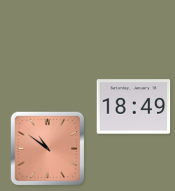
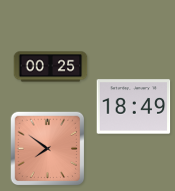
clock at (51, 67): none -> 00:25
clock at (48, 149): 10:51 -> 7:51
